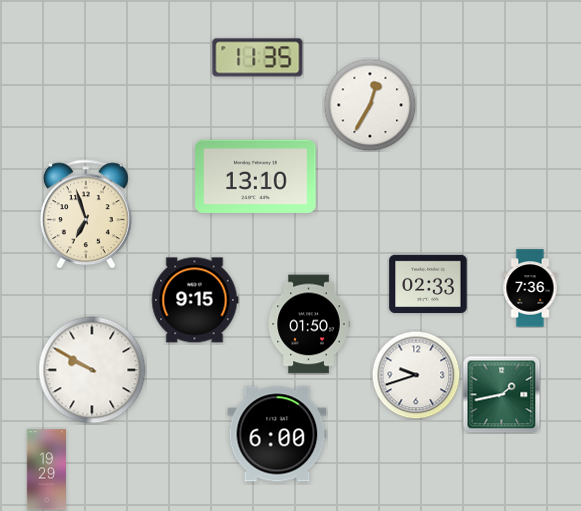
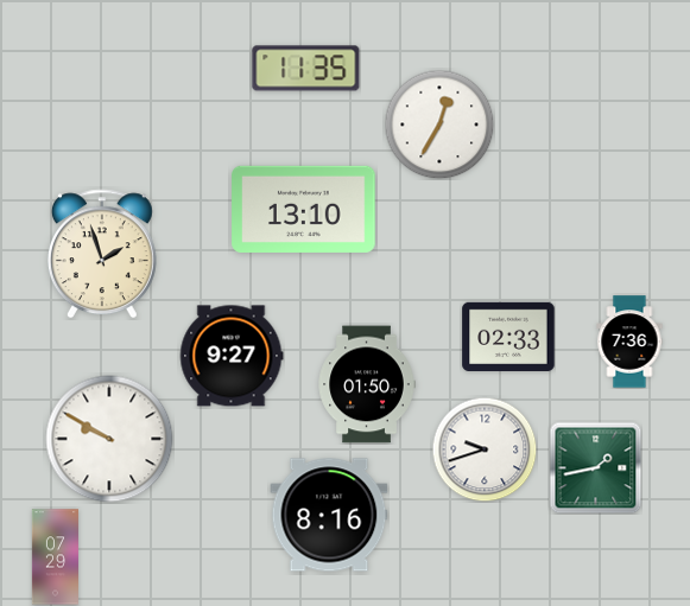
clock at (86, 214): 6:57 -> 1:57
clock at (195, 300): 9:15 -> 9:27
clock at (416, 375) position: (416, 375) -> (485, 449)
clock at (277, 434): 6:00 -> 8:16
clock at (46, 470): 19:29 -> 07:29
